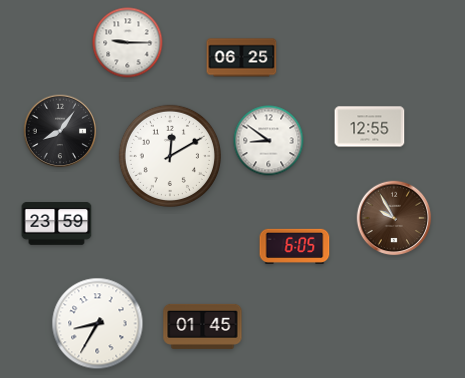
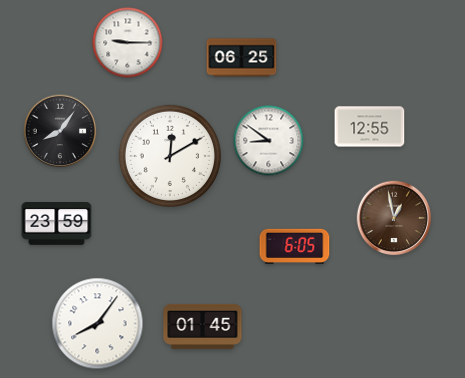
clock at (394, 218): 9:55 -> 12:58
clock at (98, 324): 8:35 -> 8:06
